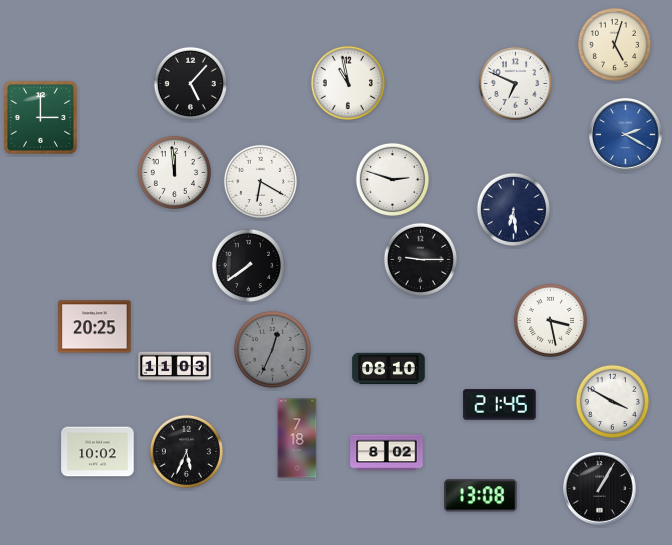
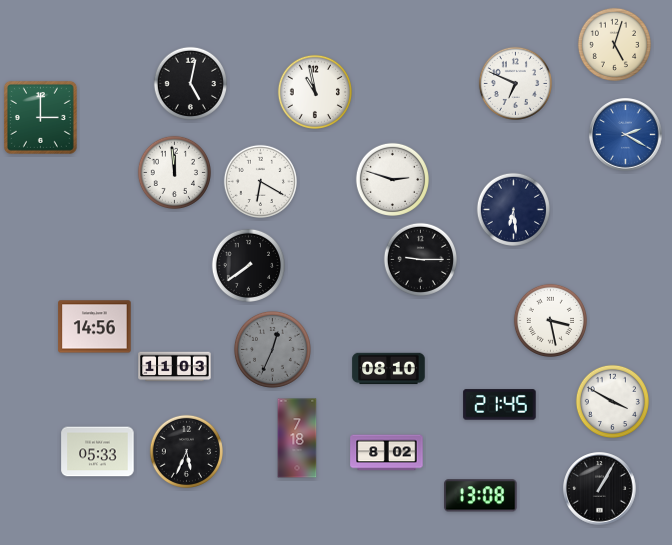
clock at (190, 83): 5:07 -> 5:02
clock at (348, 83) position: (348, 83) -> (315, 92)
clock at (95, 327): 20:25 -> 14:56
clock at (98, 452): 10:02 -> 05:33
